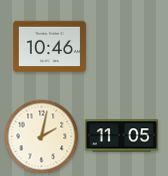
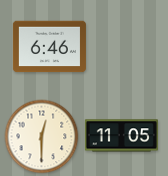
clock at (49, 47): 10:46 -> 6:46
clock at (42, 137): 2:02 -> 12:30
